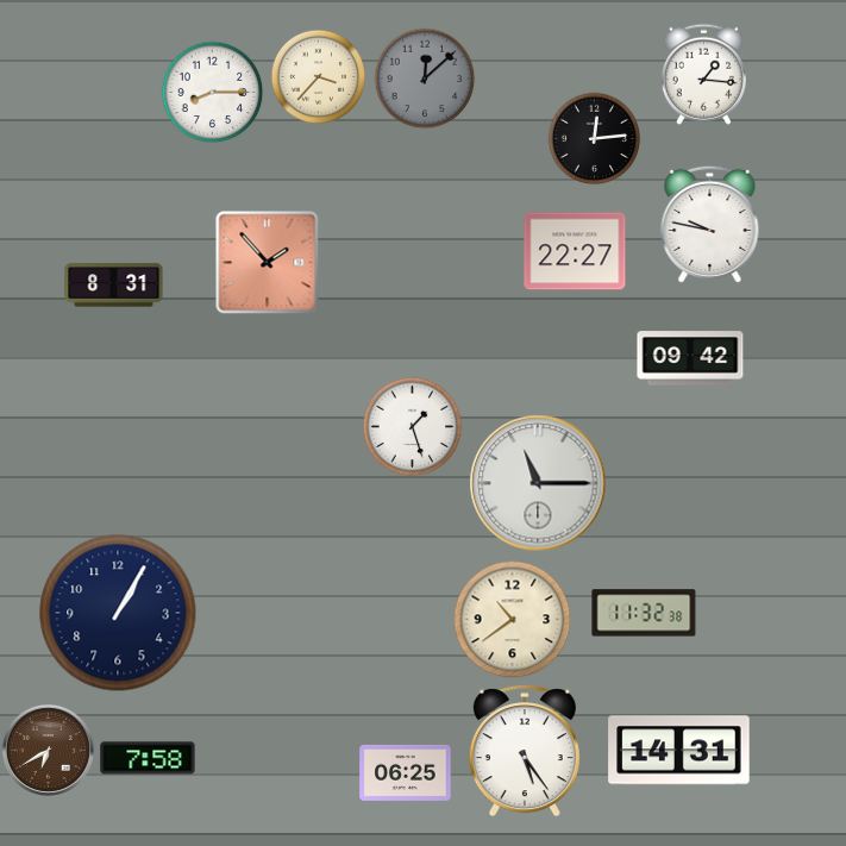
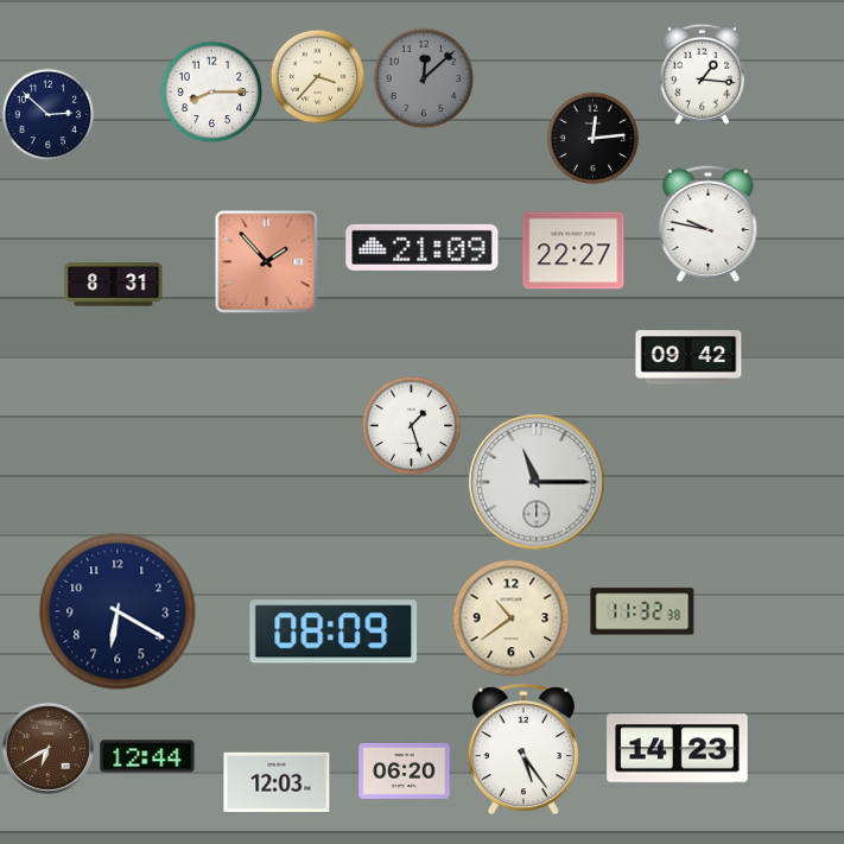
clock at (47, 114): none -> 2:52
clock at (423, 247): none -> 21:09
clock at (118, 613): 1:05 -> 6:20
clock at (334, 632): none -> 08:09
clock at (679, 751): 14:31 -> 14:23
clock at (148, 758): 7:58 -> 12:44
clock at (406, 772): 06:25 -> 06:20
clock at (277, 781): none -> 12:03
